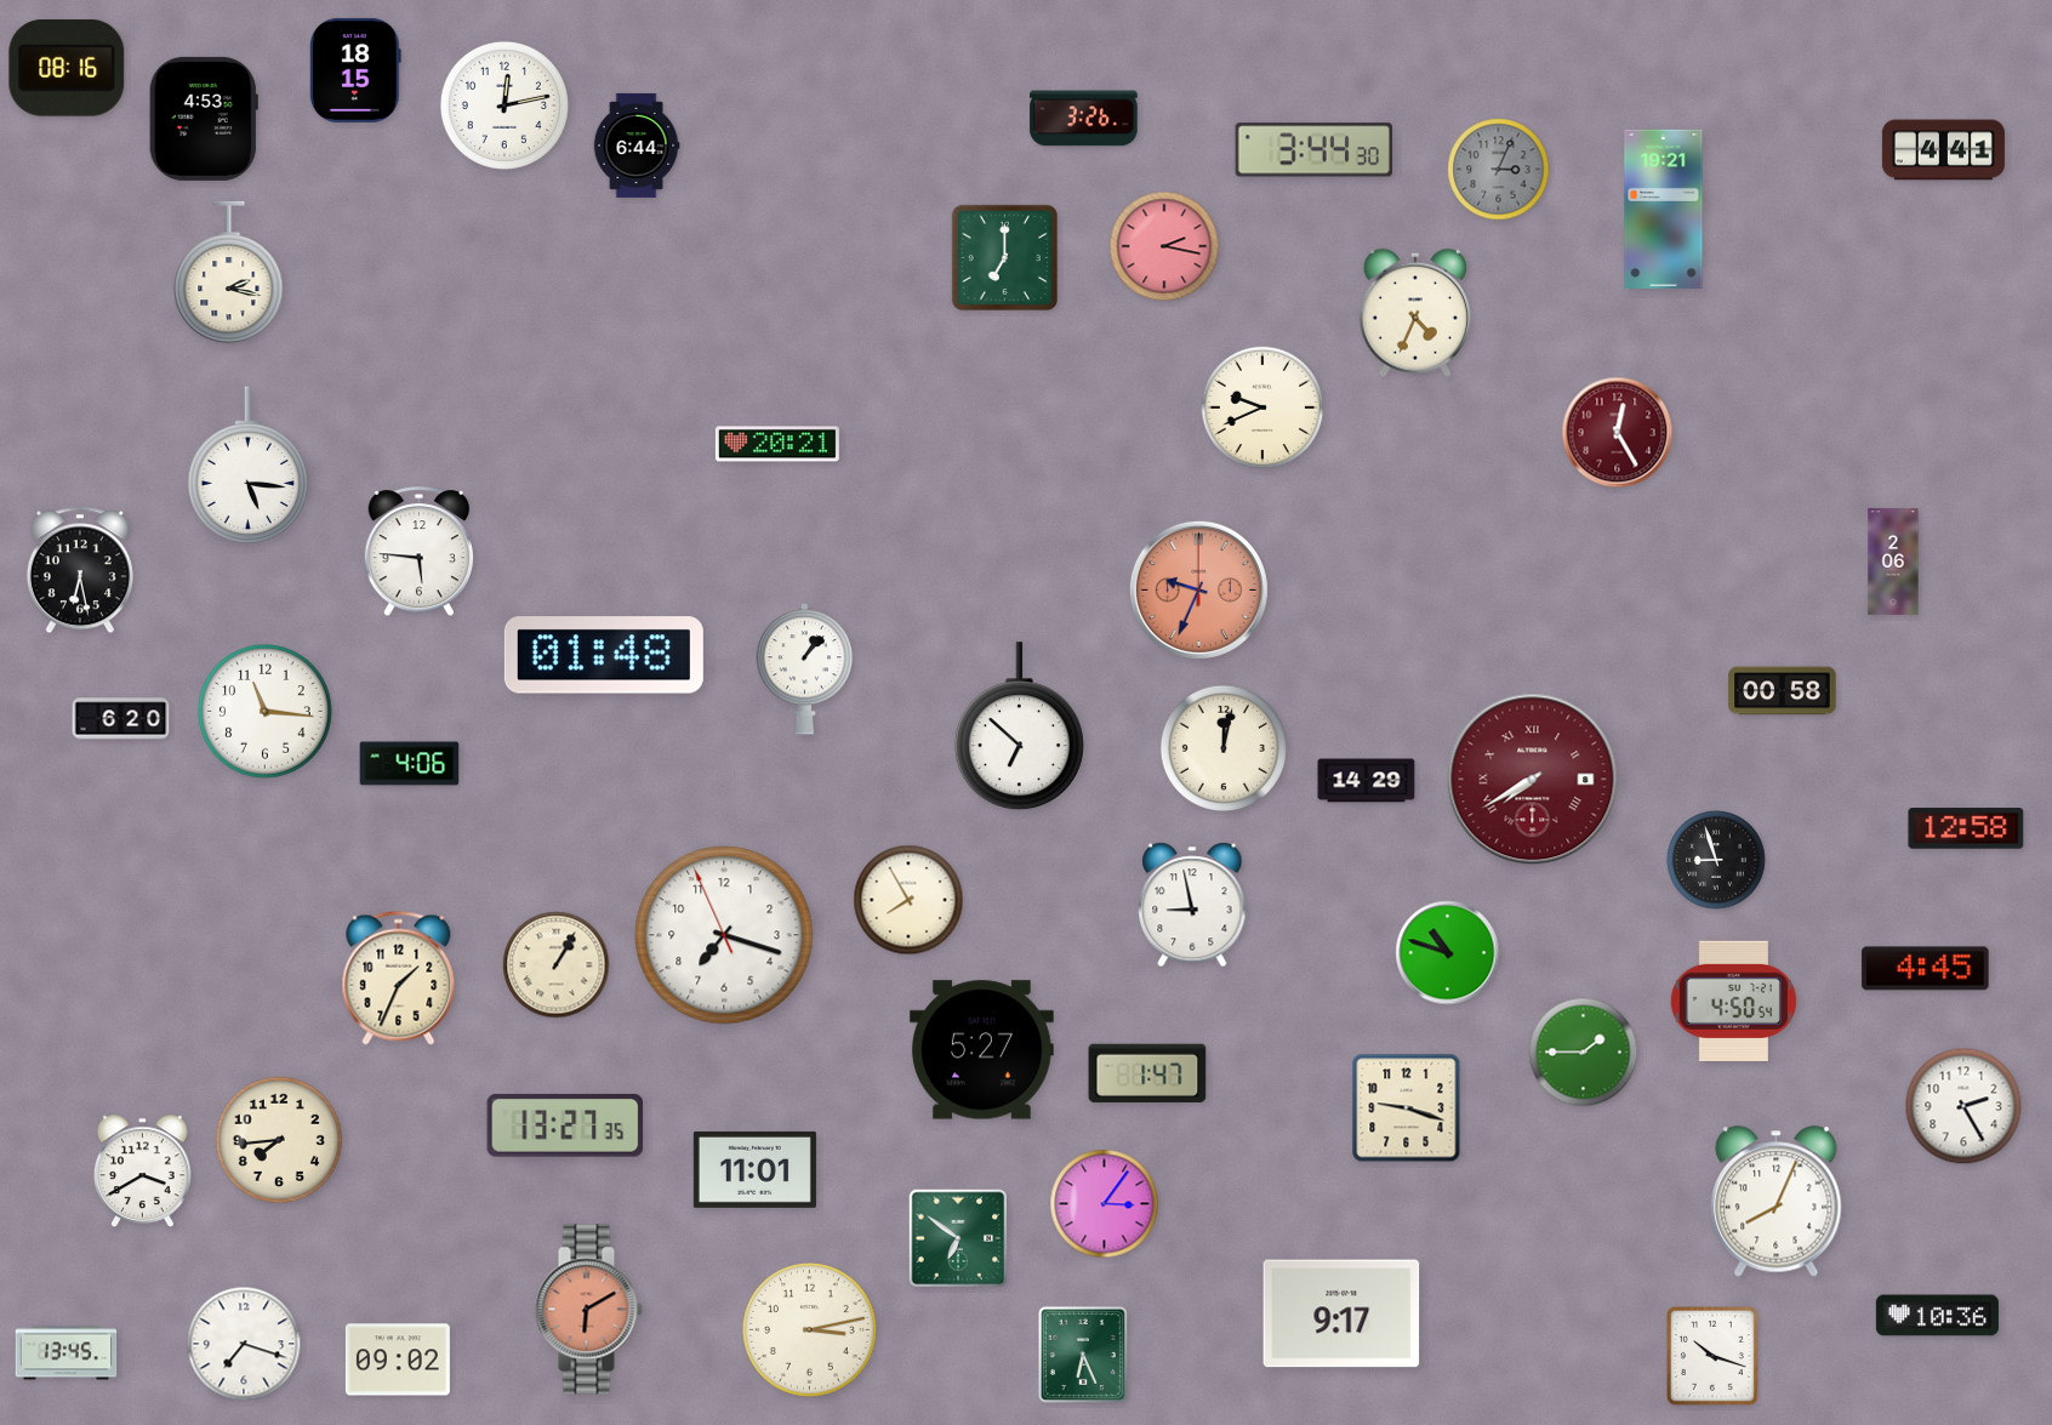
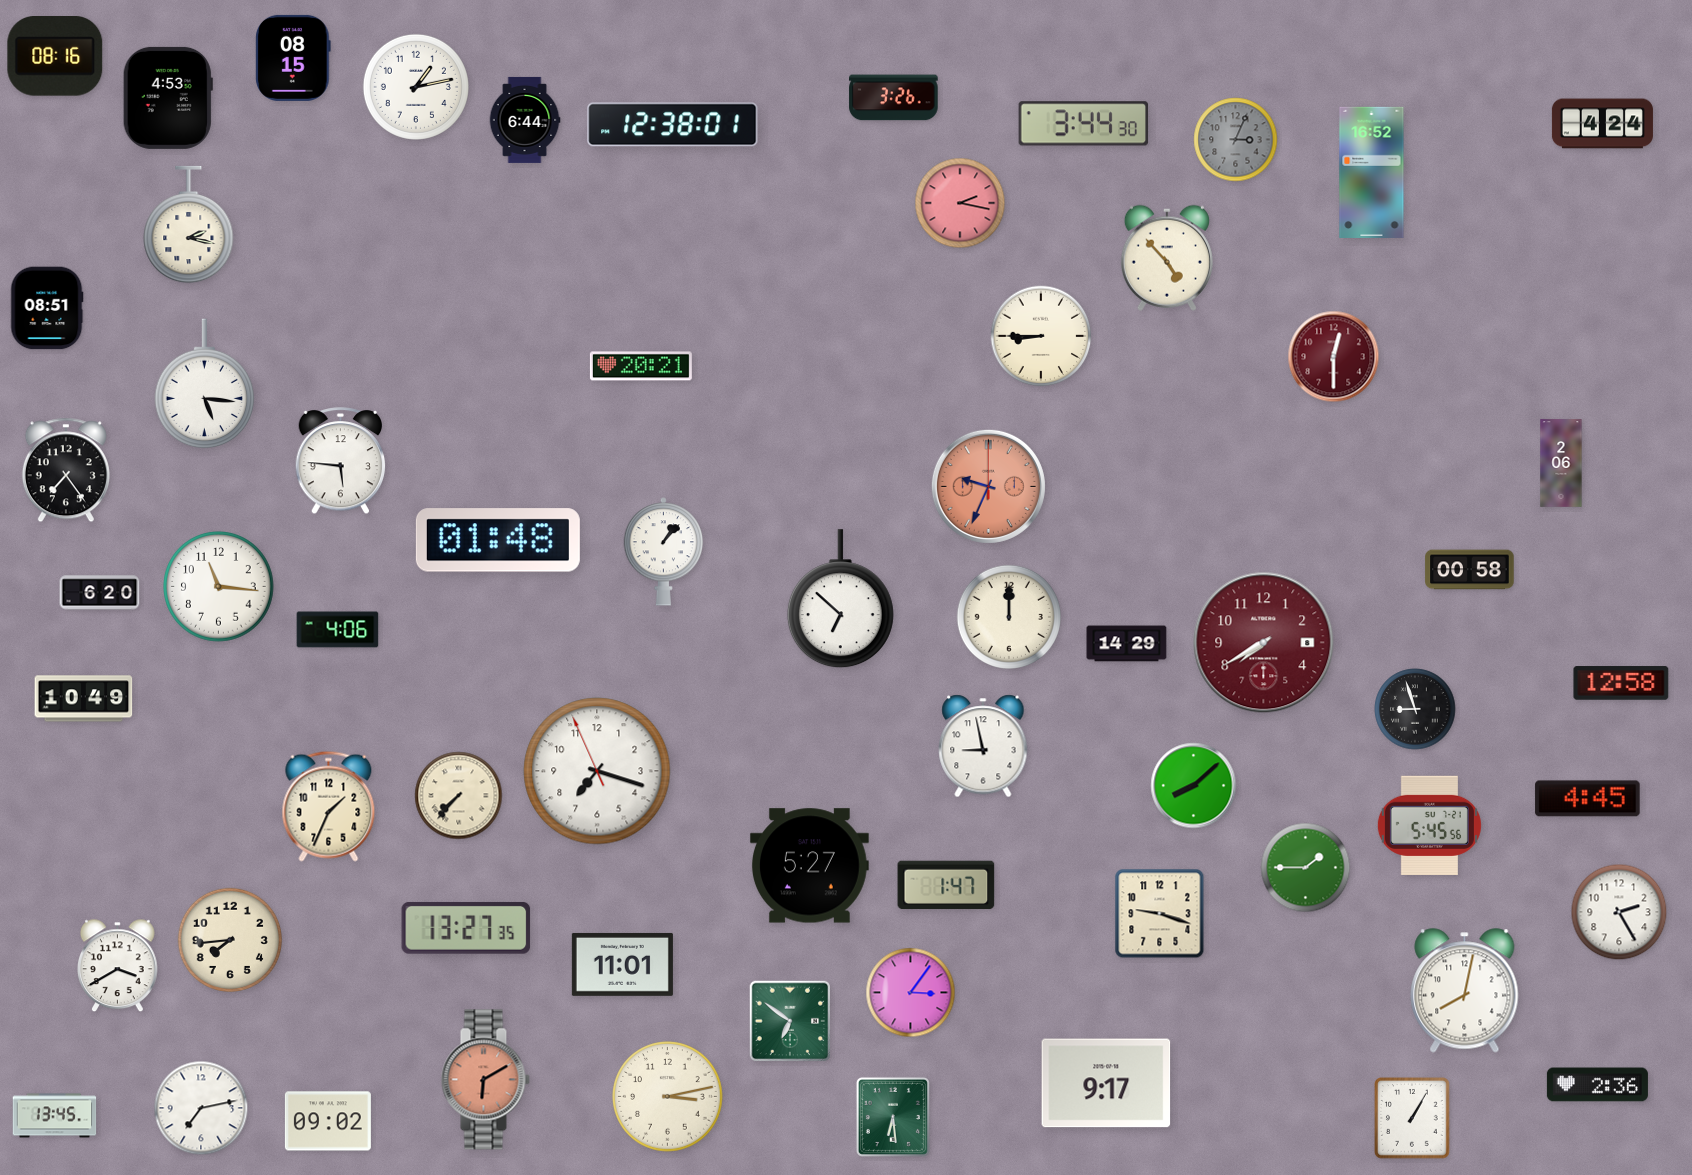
clock at (355, 70): 18:15 -> 08:15
clock at (505, 106): 12:13 -> 1:13
clock at (1943, 150): 4:41 -> 4:24
clock at (673, 125): none -> 12:38
clock at (1664, 209): 19:21 -> 16:52
clock at (1004, 257): 7:00 -> none
clock at (1415, 313): 4:34 -> 4:53
clock at (47, 308): none -> 08:51
clock at (1262, 407): 9:41 -> 8:45
clock at (1618, 433): 12:25 -> 12:30
clock at (420, 552) position: (420, 552) -> (341, 461)
clock at (80, 570): 6:28 -> 7:24
clock at (1224, 748): 12:02 -> 12:00
clock at (1533, 780) numerals: Roman -> Arabic
clock at (84, 699): none -> 10:49
clock at (908, 900): 7:55 -> none
clock at (1448, 953): 10:48 -> 8:08
clock at (557, 965): 1:05 -> 7:37
clock at (1733, 1001): 4:50 -> 5:45
clock at (1777, 1202): 8:04 -> 8:02
clock at (1937, 1316): 10:36 -> 2:36
clock at (244, 1344): 7:18 -> 7:13
clock at (1083, 1355): 6:26 -> 6:29
clock at (1714, 1357): 10:18 -> 1:05
